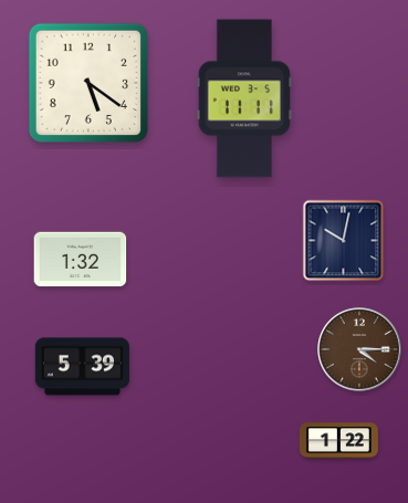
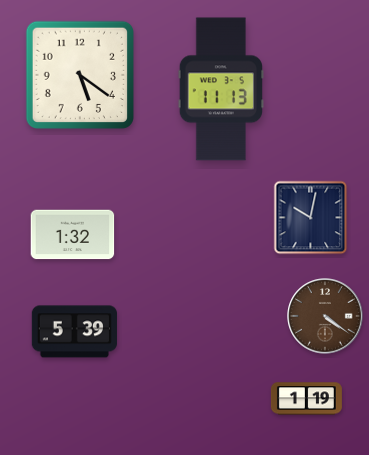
clock at (243, 98): 11:11 -> 11:13
clock at (359, 349): 4:15 -> 4:21
clock at (338, 441): 1:22 -> 1:19
